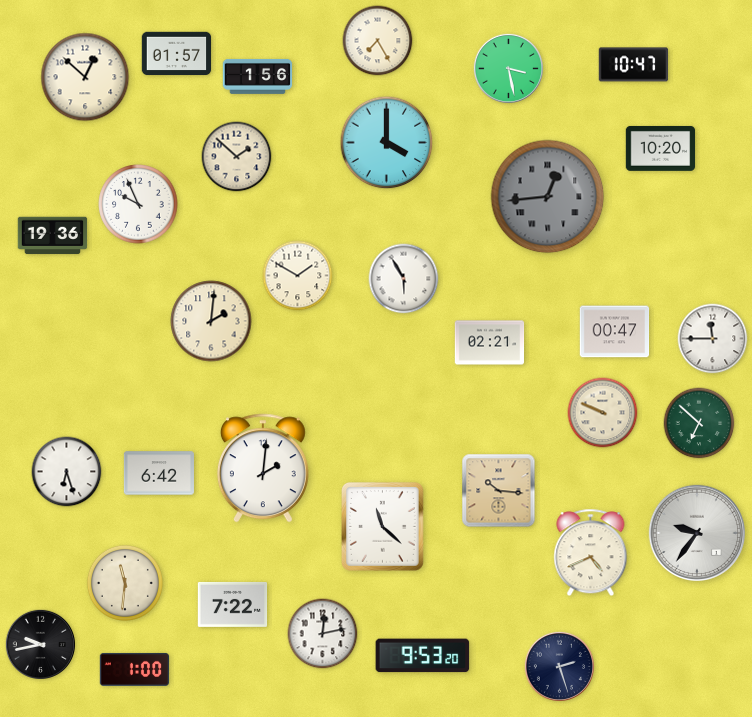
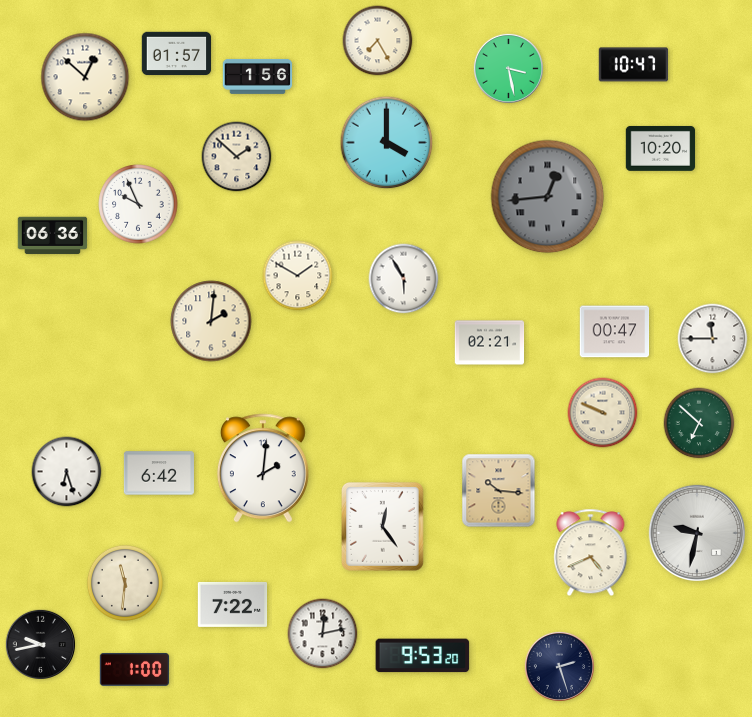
clock at (53, 236): 19:36 -> 06:36
clock at (382, 527): 11:22 -> 12:24
clock at (696, 532): 9:36 -> 9:32
